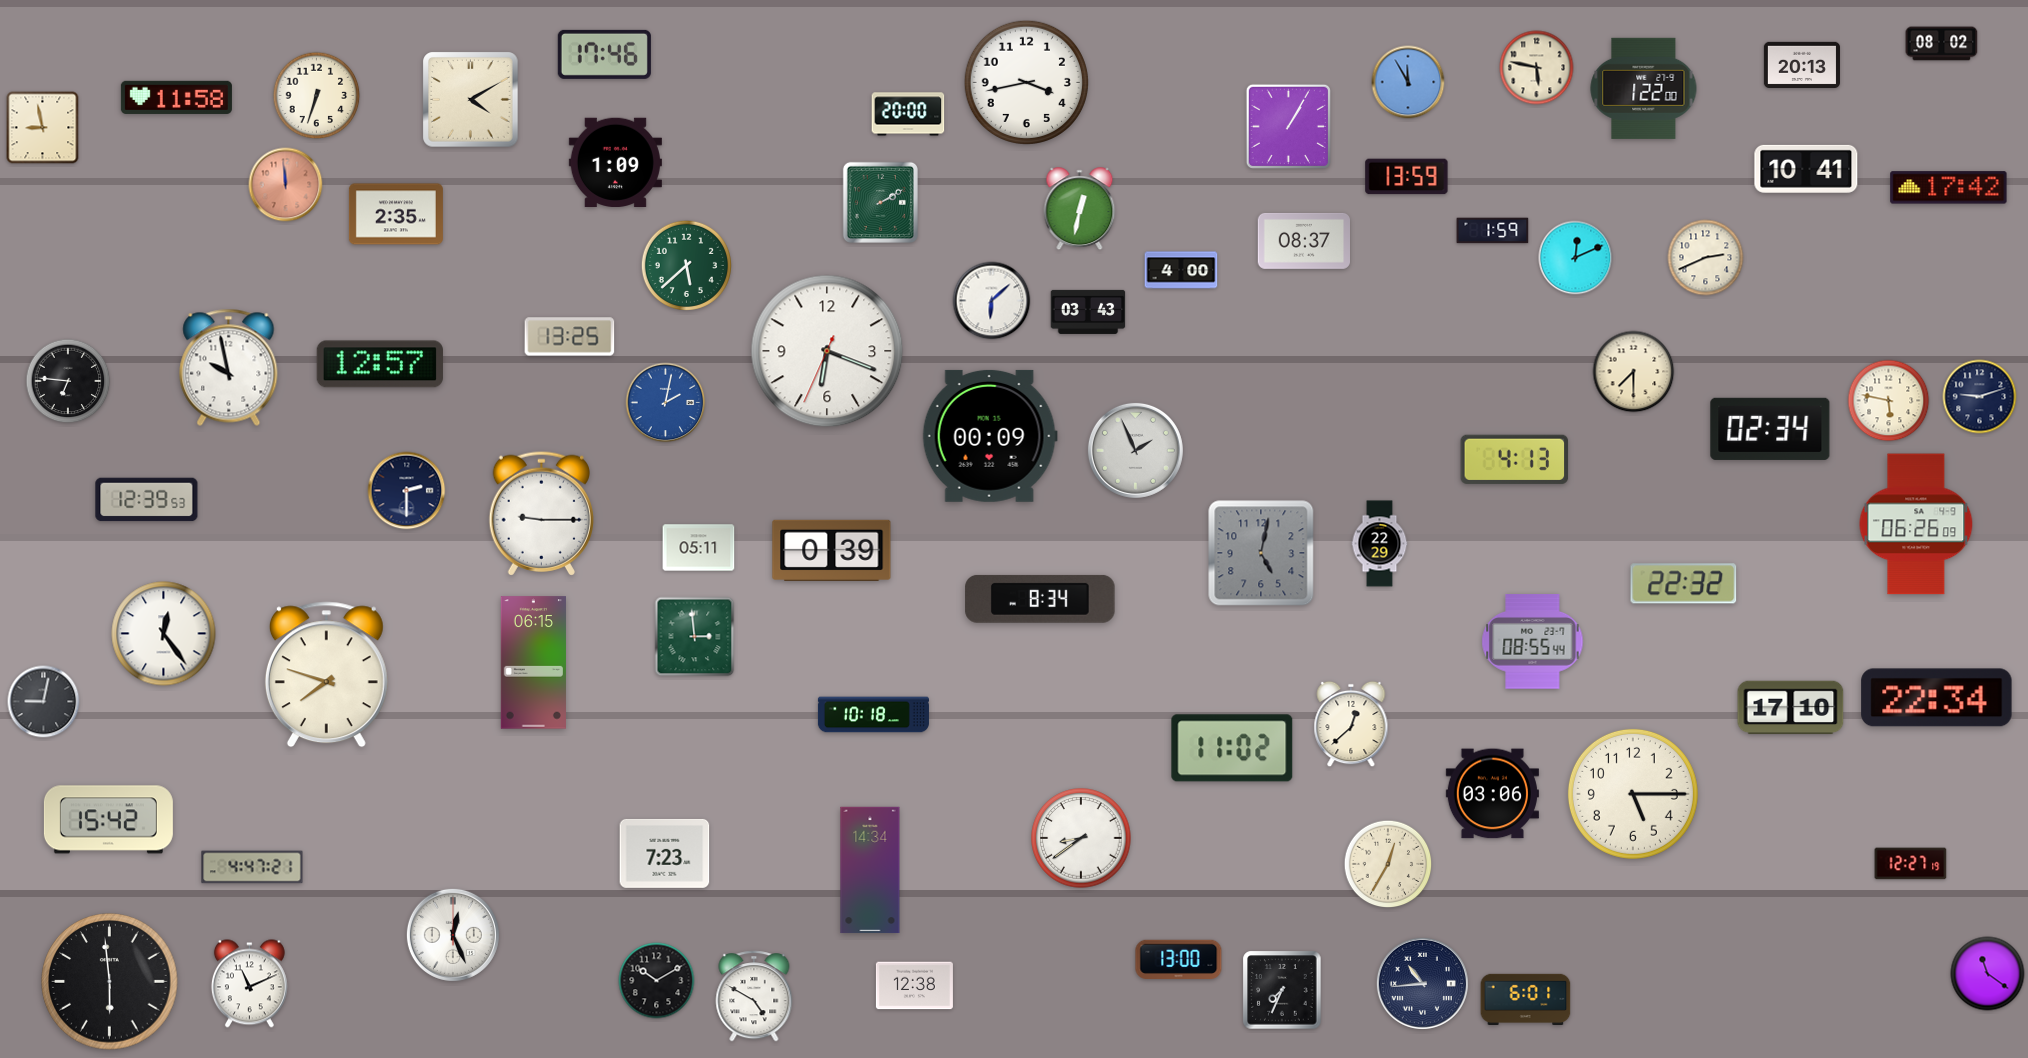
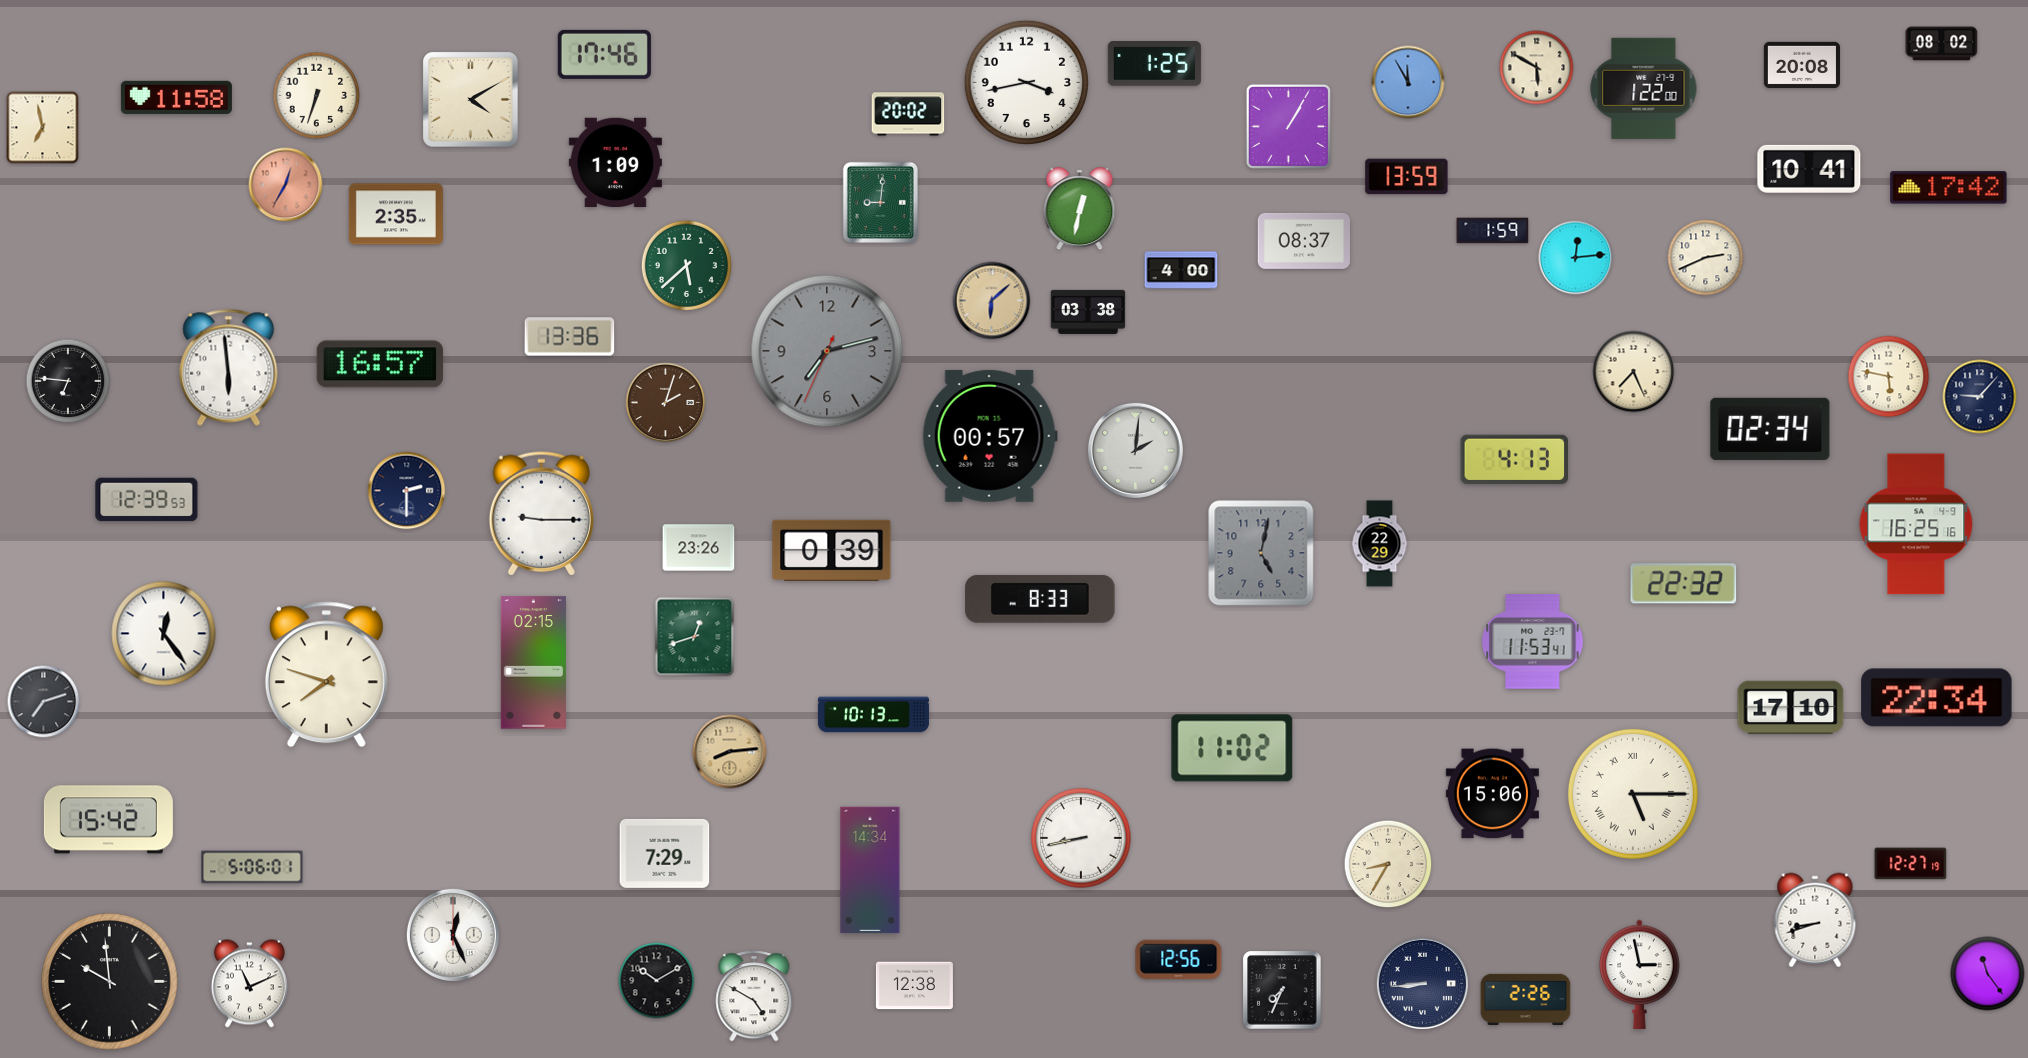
clock at (1154, 64): none -> 1:25
clock at (1802, 64): 20:13 -> 20:08
clock at (1537, 68): 5:47 -> 5:50
clock at (908, 114): 20:00 -> 20:02
clock at (43, 128): 8:58 -> 6:58
clock at (1806, 169) position: (1806, 169) -> (1809, 169)
clock at (286, 185): 11:59 -> 12:35
clock at (880, 202): 2:10 -> 9:01
clock at (1576, 258): 12:11 -> 12:14
clock at (992, 301) dial: white -> champagne
clock at (1088, 312): 03:43 -> 03:38
clock at (570, 337): 13:25 -> 13:36
clock at (827, 351): 6:18 -> 7:12
clock at (827, 351) dial: white -> grey
clock at (380, 364): 12:57 -> 16:57
clock at (229, 367): 9:58 -> 5:59
clock at (1634, 372): 7:30 -> 7:26
clock at (1980, 397): 9:12 -> 9:07
clock at (1889, 401) position: (1889, 401) -> (1889, 377)
clock at (666, 403): 2:02 -> 2:03
clock at (666, 403) dial: blue -> brown
clock at (990, 436): 00:09 -> 00:57
clock at (1135, 450): 1:56 -> 2:01
clock at (1916, 524): 06:26 -> 16:25
clock at (699, 548): 05:11 -> 23:26
clock at (1040, 599): 8:34 -> 8:33
clock at (695, 637): 2:59 -> 12:42
clock at (1533, 642): 08:55 -> 11:53
clock at (533, 663): 06:15 -> 02:15
clock at (44, 702): 9:02 -> 7:12
clock at (873, 715): 10:18 -> 10:13
clock at (1351, 724): 12:38 -> none
clock at (730, 752): none -> 8:14
clock at (1492, 794): 03:06 -> 15:06
clock at (1633, 794) numerals: Arabic -> Roman
clock at (1081, 838): 8:39 -> 8:43
clock at (665, 853): 7:23 -> 7:29
clock at (1388, 864): 12:35 -> 8:35
clock at (252, 867): 4:47 -> 5:06
clock at (1815, 920): none -> 8:42
clock at (1179, 960): 13:00 -> 12:56
clock at (1640, 974): none -> 2:58
clock at (1988, 974): 11:21 -> 11:24
clock at (110, 982): 5:59 -> 9:59
clock at (1422, 983): 10:44 -> 8:44
clock at (1526, 999): 6:01 -> 2:26
